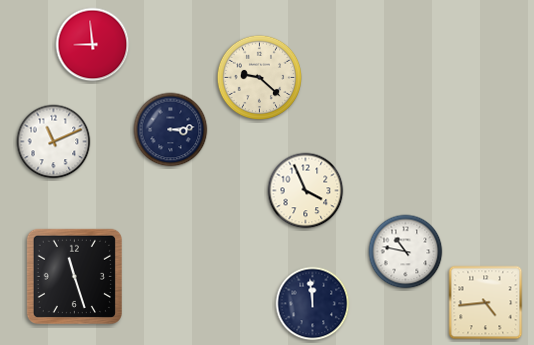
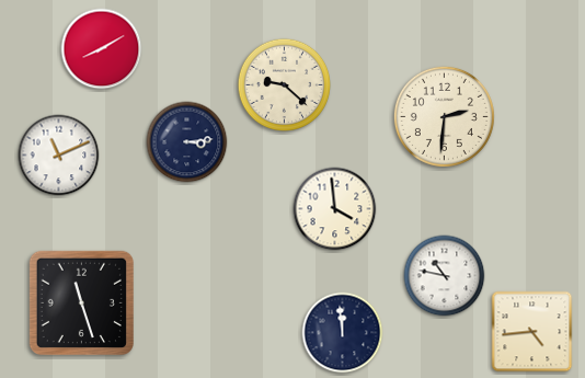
clock at (93, 45): 8:59 -> 8:10
clock at (444, 116): none -> 2:31
clock at (306, 191): 3:56 -> 3:59
